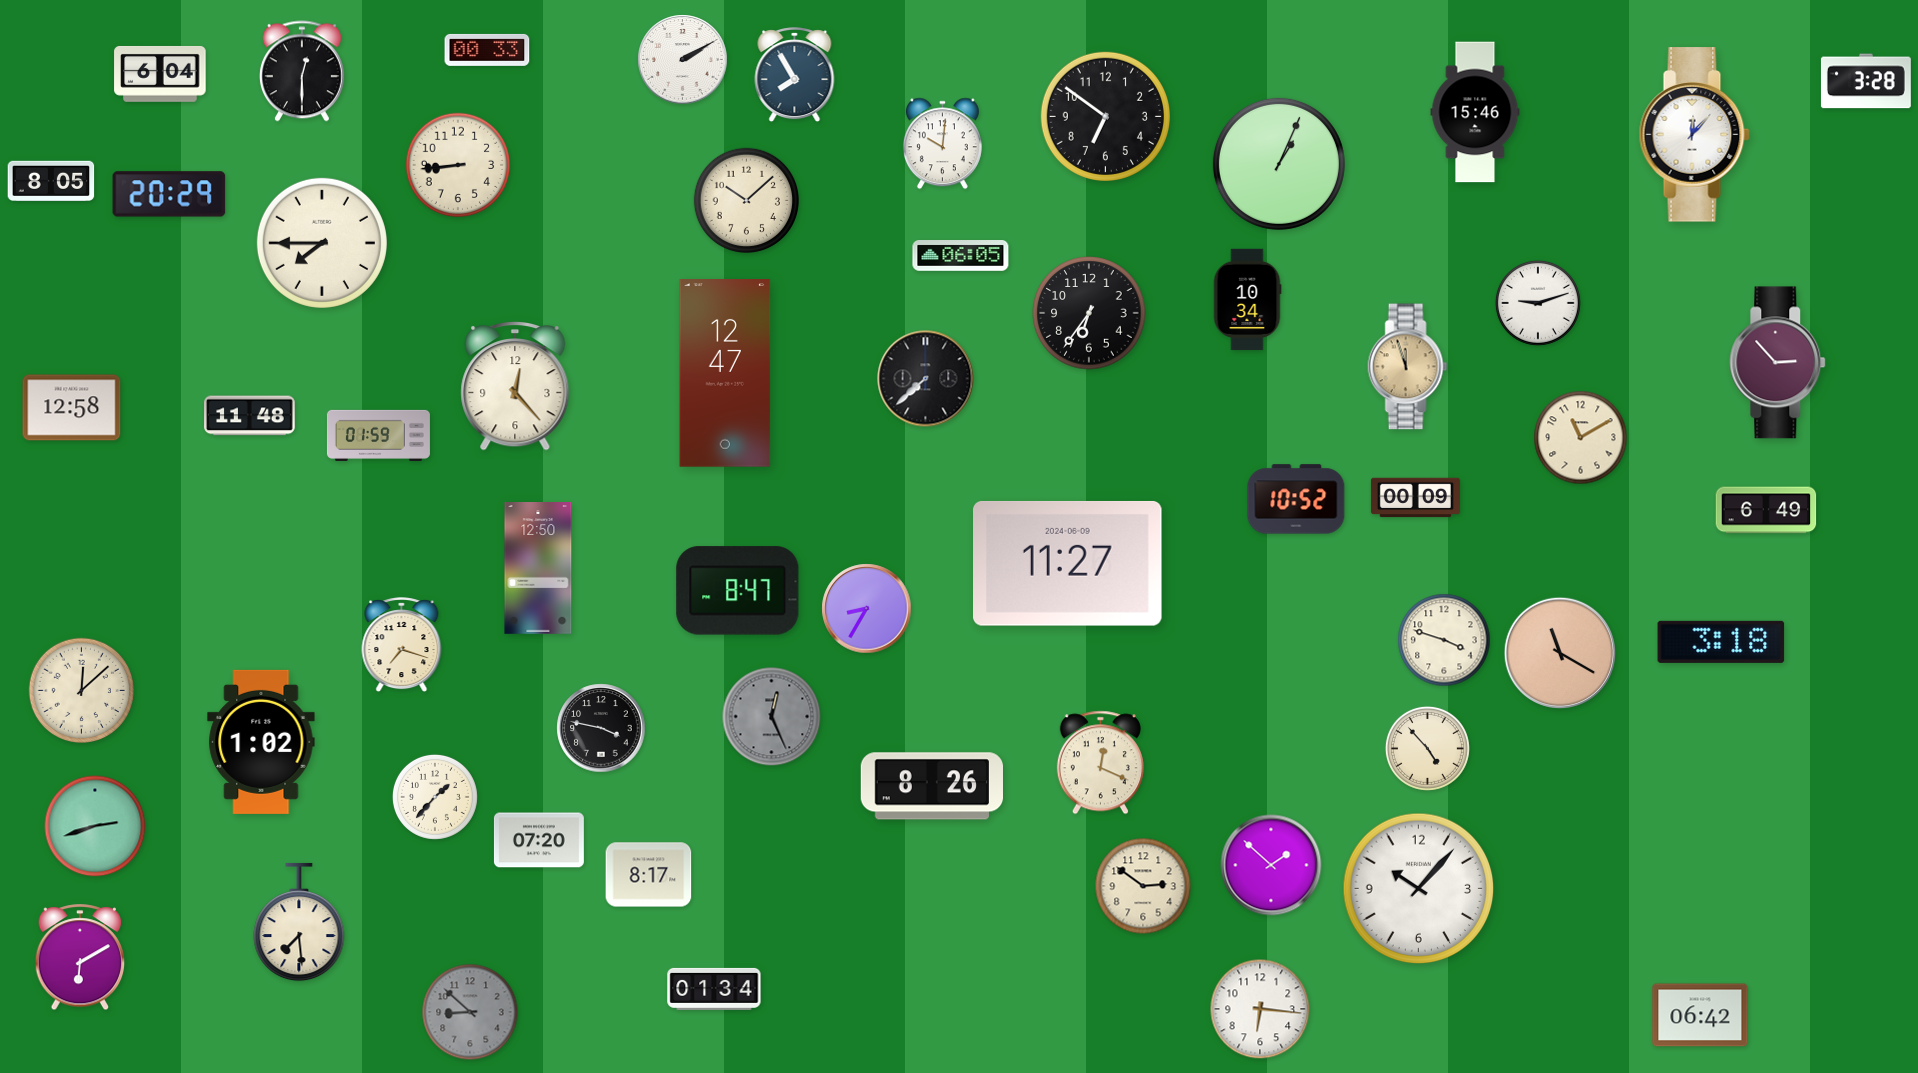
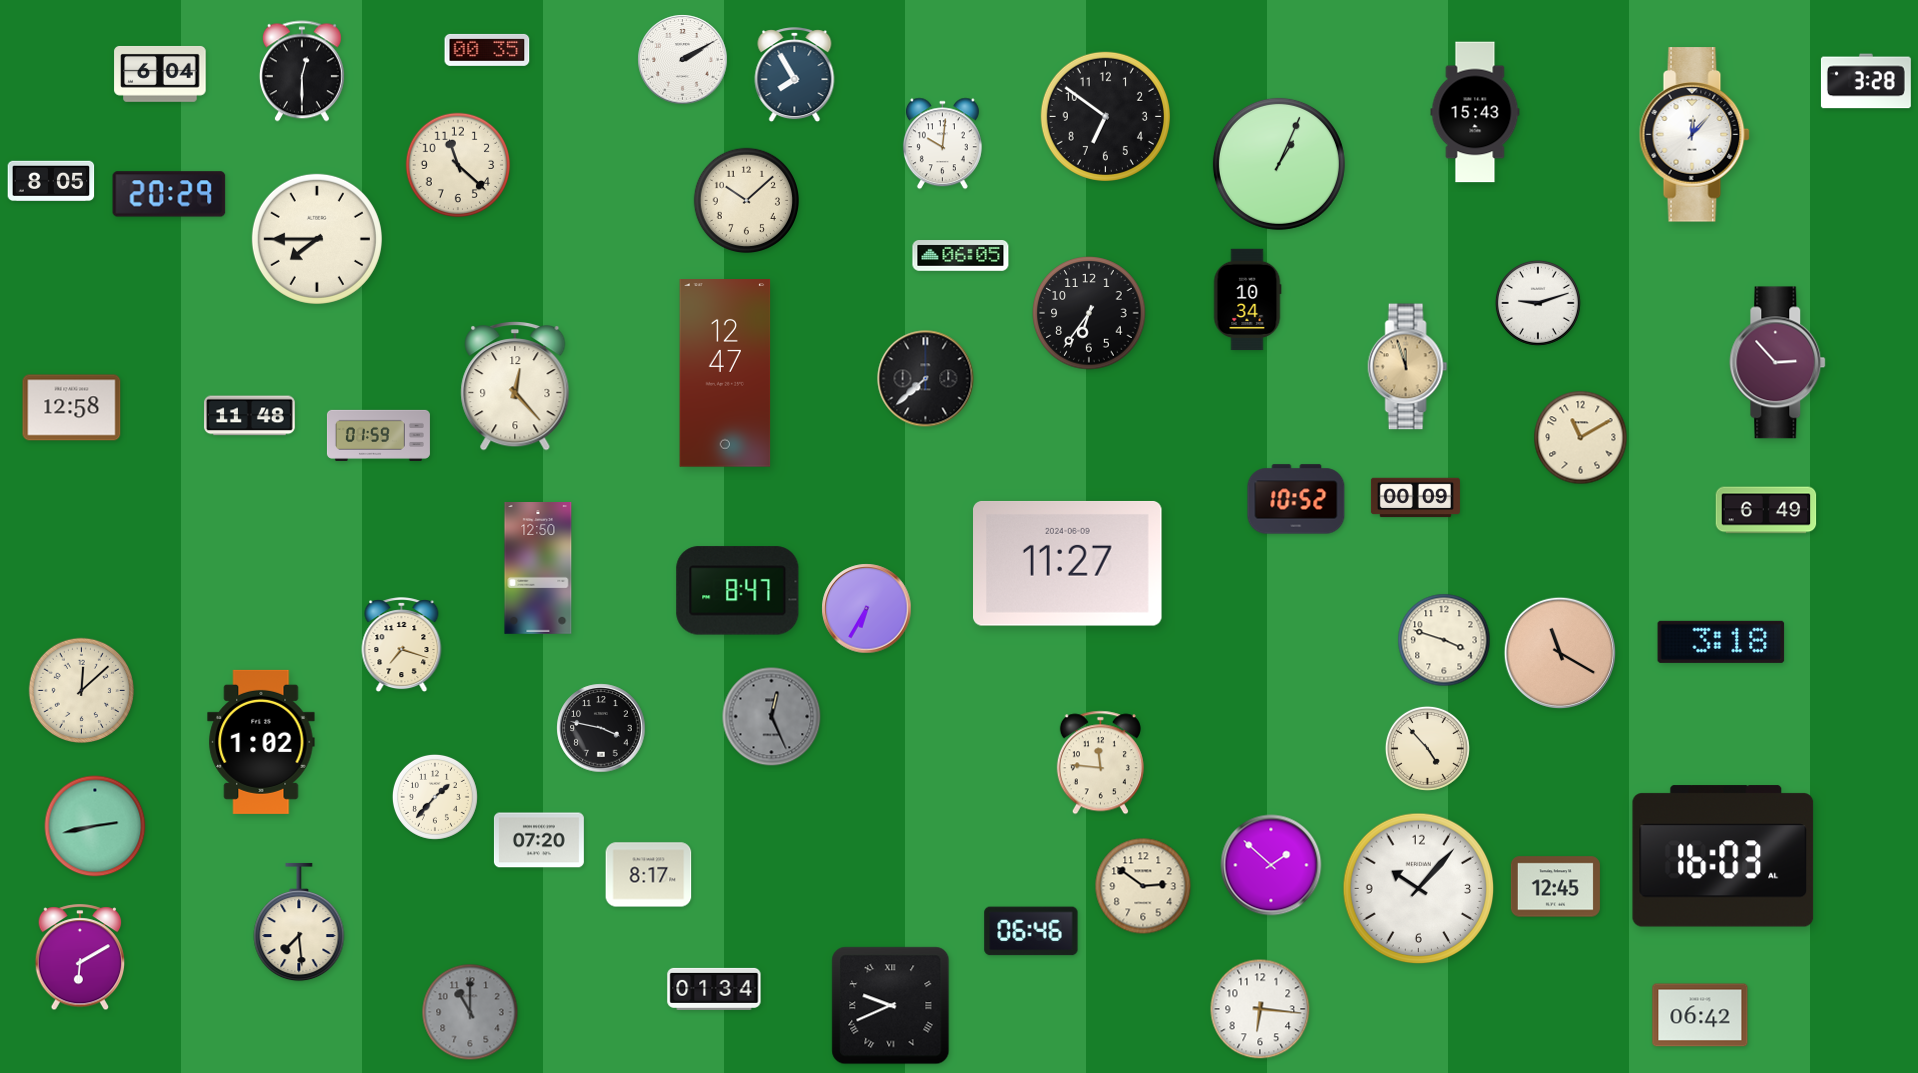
clock at (487, 50): 00:33 -> 00:35
clock at (1475, 112): 15:46 -> 15:43
clock at (458, 165): 8:44 -> 11:22
clock at (322, 243) position: (322, 243) -> (317, 239)
clock at (867, 609): 8:35 -> 6:35
clock at (1100, 763): 12:19 -> 11:46
clock at (931, 786): 8:26 -> none
clock at (95, 826): 2:42 -> 2:43
clock at (1723, 856): none -> 16:03
clock at (1555, 887): none -> 12:45
clock at (1031, 931): none -> 06:46
clock at (891, 1006): none -> 9:41
clock at (470, 1012): 8:52 -> 11:00
